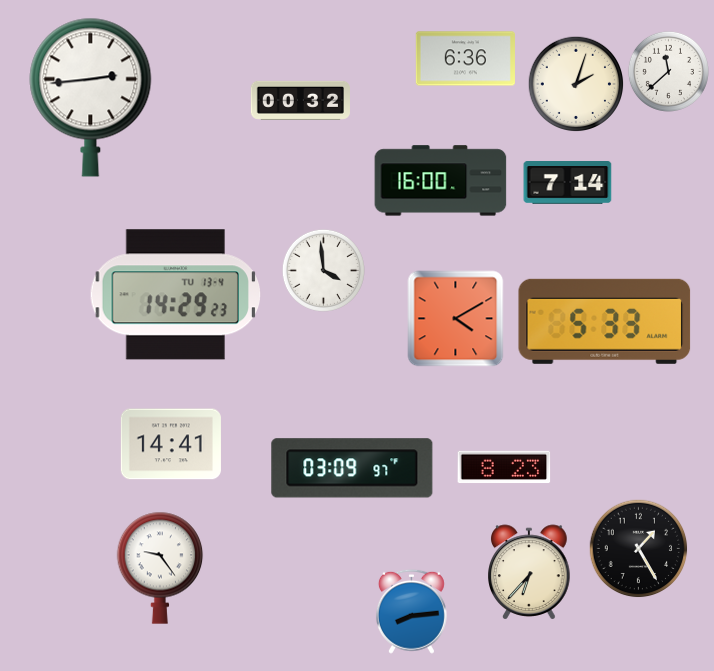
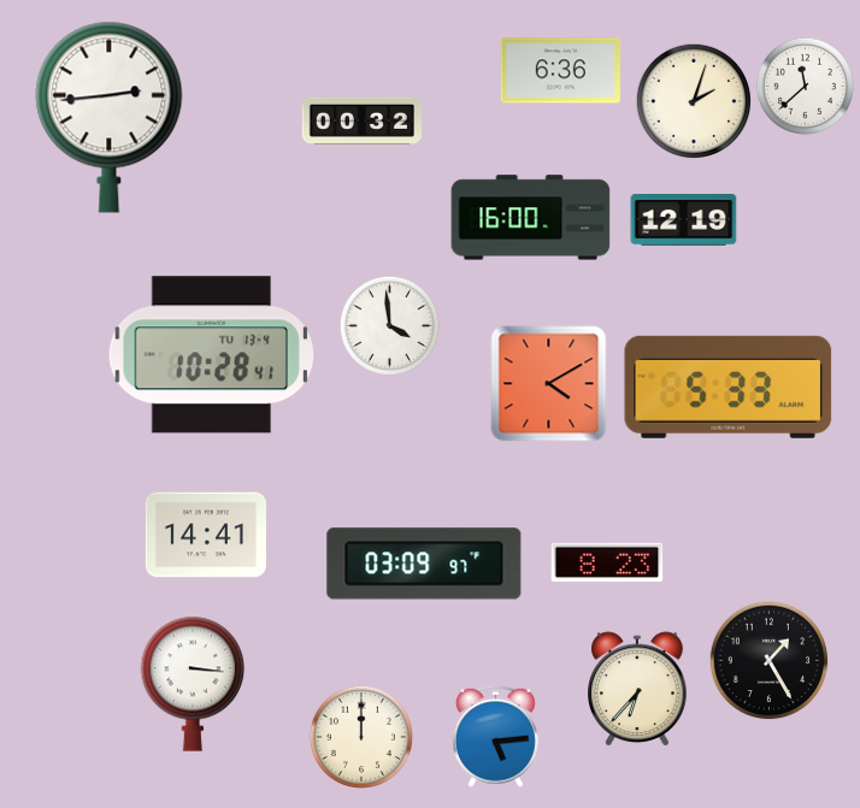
clock at (568, 183): 7:14 -> 12:19
clock at (175, 295): 14:29 -> 10:28
clock at (160, 568): 9:24 -> 3:16
clock at (411, 611): 8:14 -> 5:14
clock at (361, 737): none -> 12:00
